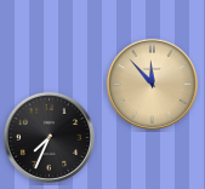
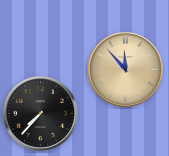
clock at (49, 137): 7:34 -> 7:37
